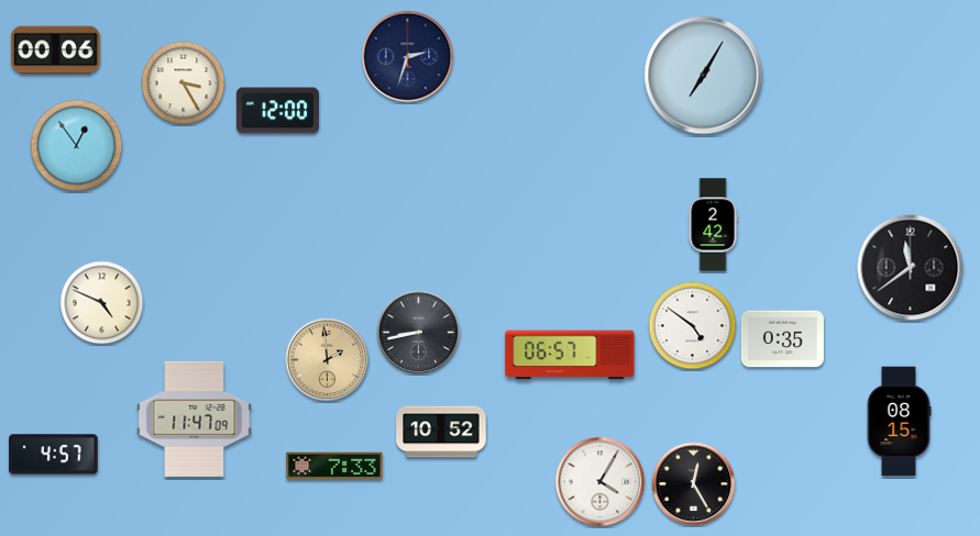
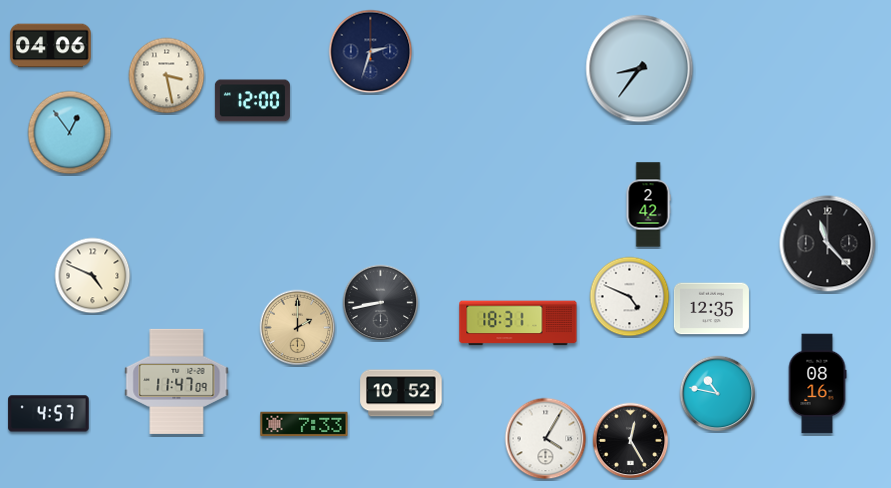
clock at (56, 51): 00:06 -> 04:06
clock at (704, 76): 7:05 -> 8:36
clock at (184, 83): 3:25 -> 3:28
clock at (911, 268): 11:39 -> 11:23
clock at (693, 326): 4:51 -> 4:49
clock at (782, 339): 0:35 -> 12:35
clock at (570, 355): 06:57 -> 18:31
clock at (328, 360): 1:59 -> 2:00
clock at (899, 422): 08:15 -> 08:16
clock at (718, 394): none -> 10:47
